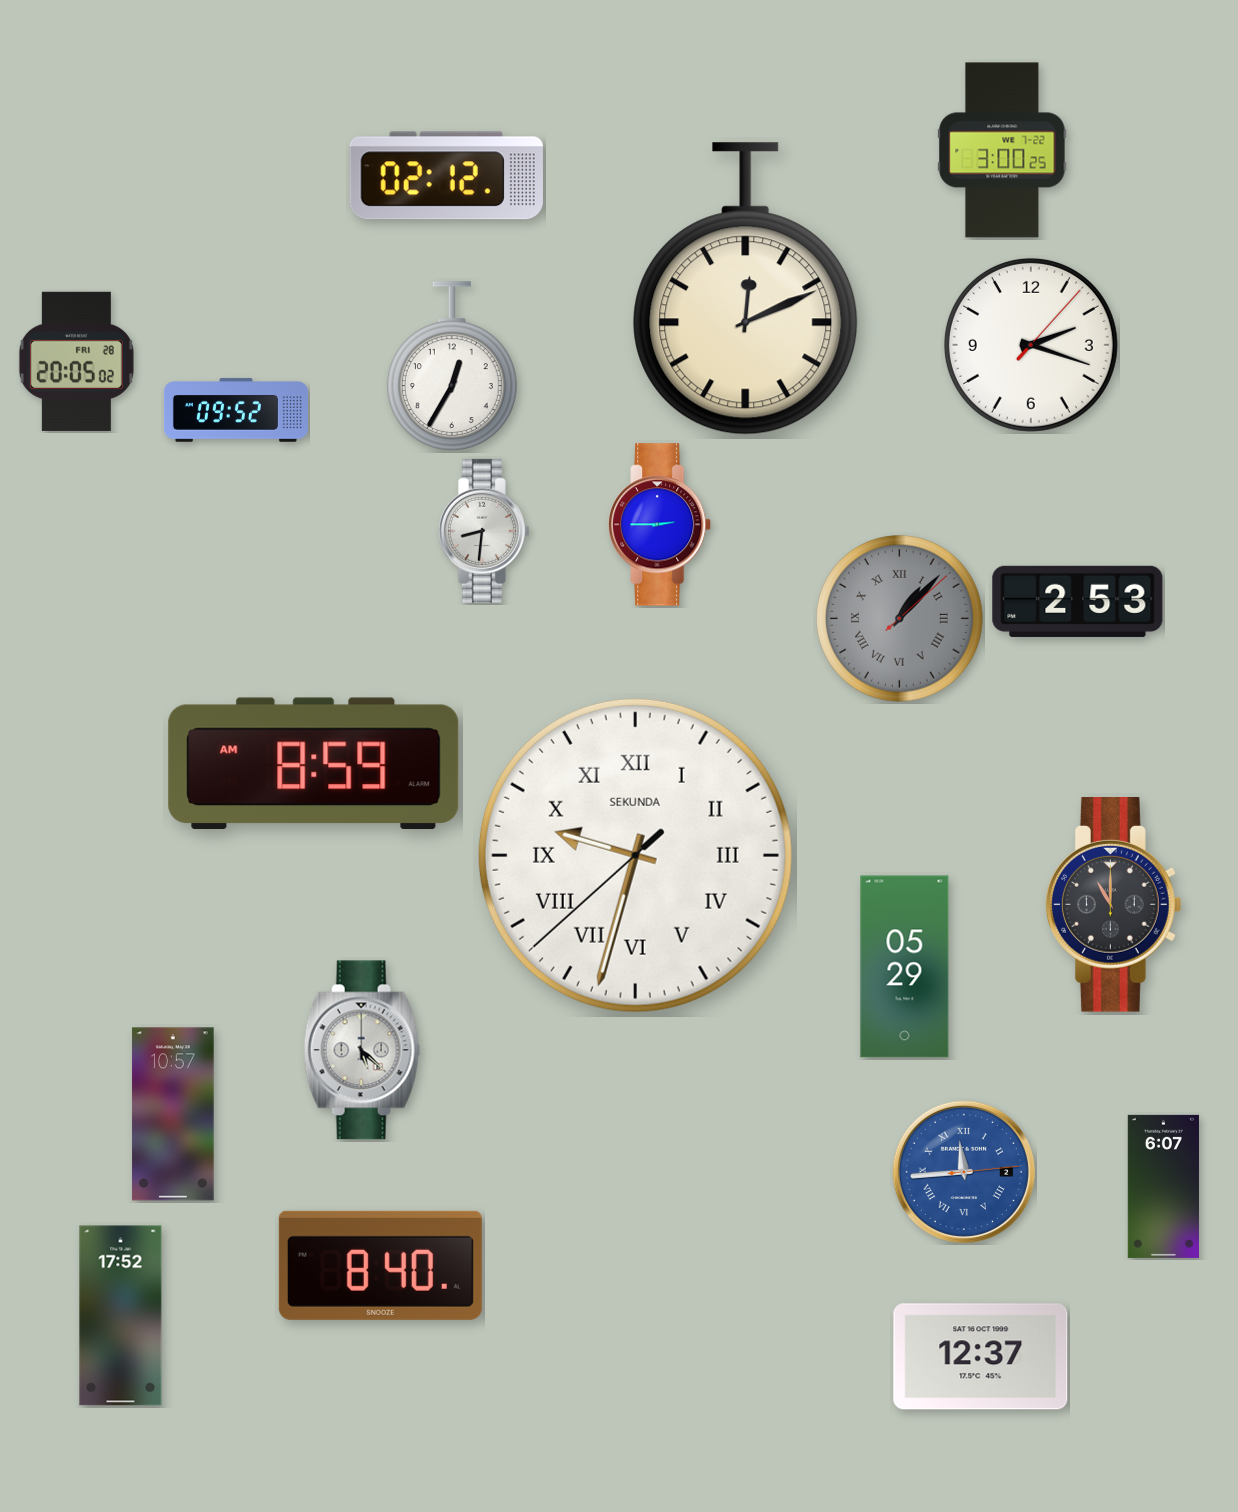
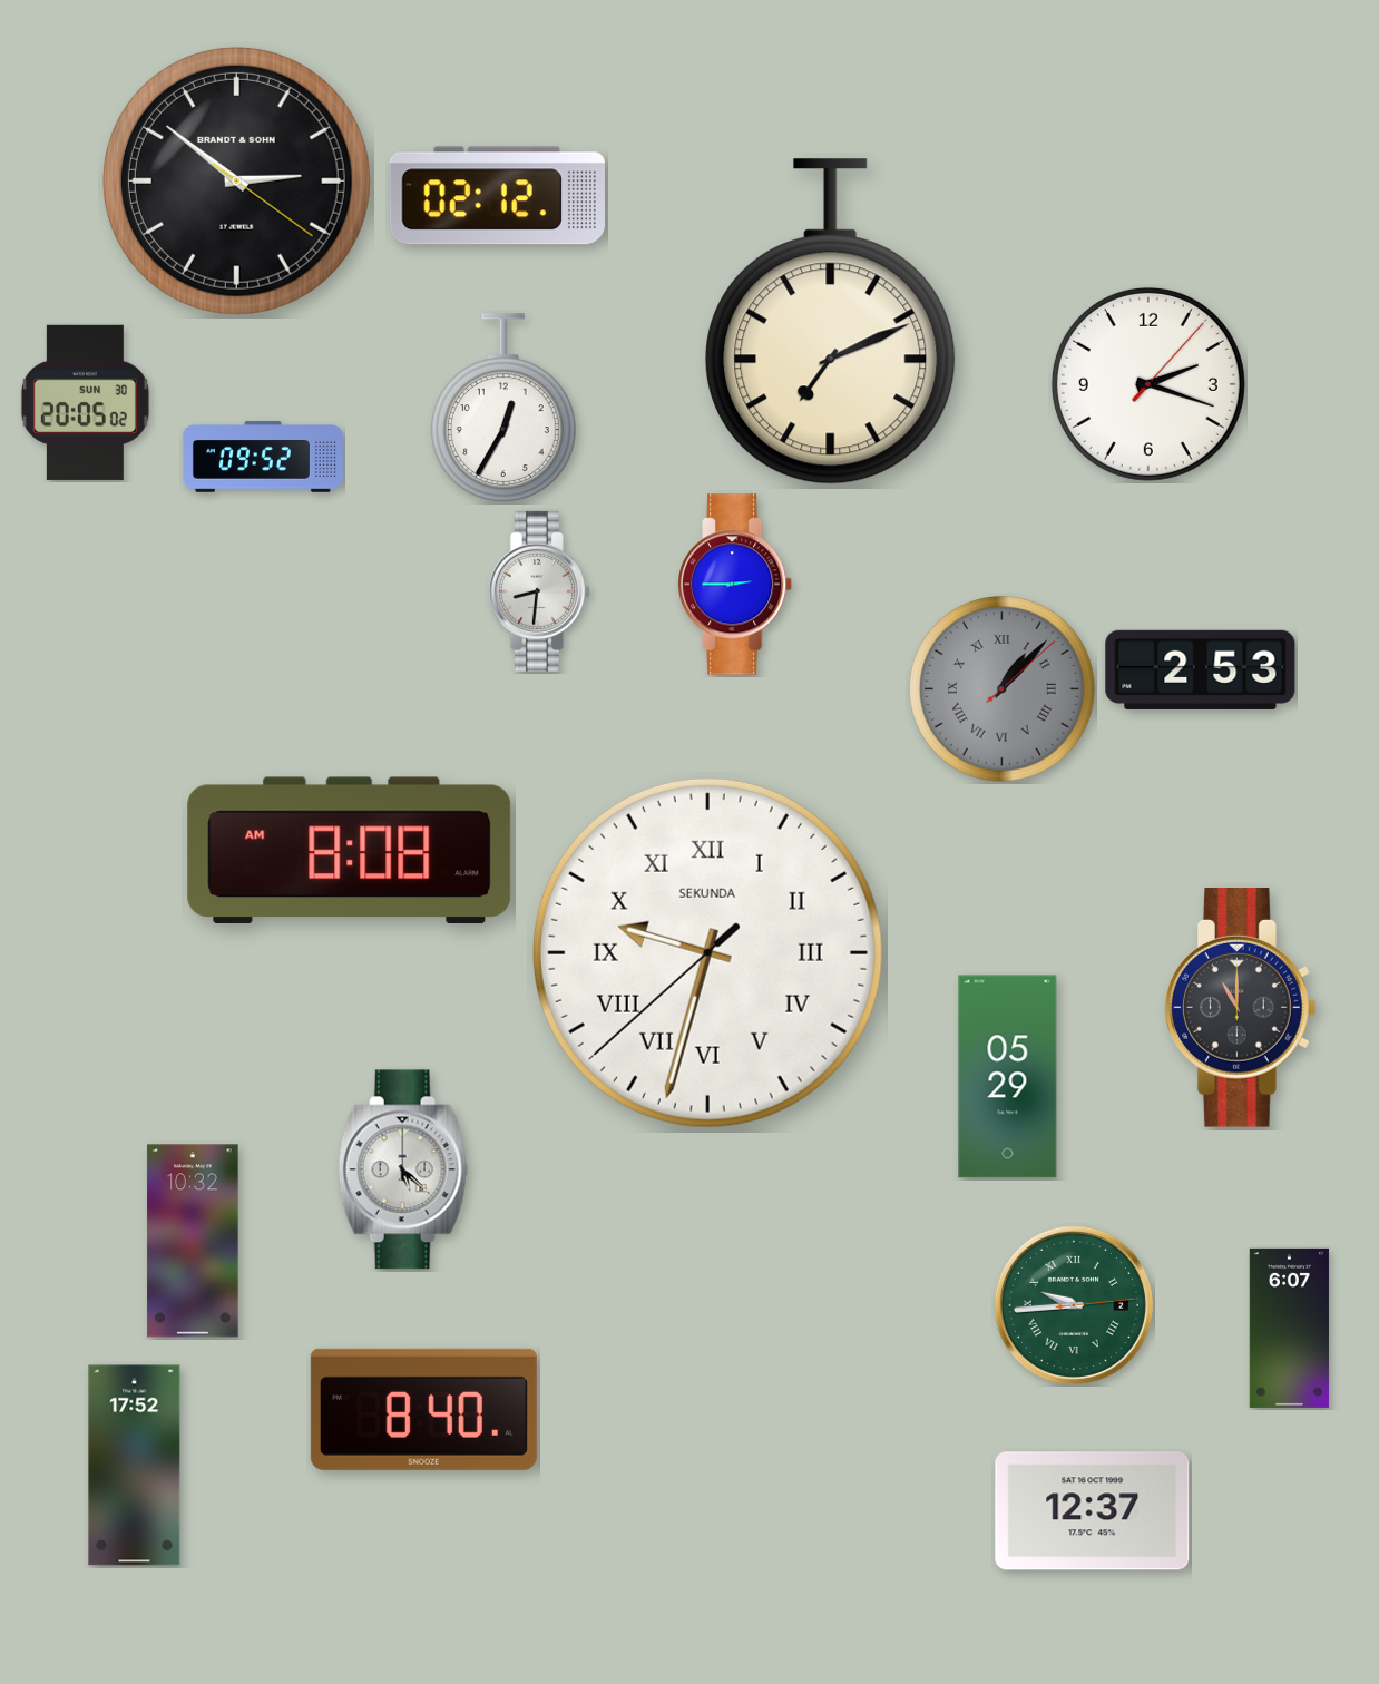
clock at (1002, 150): 3:00 -> none
clock at (236, 180): none -> 2:51
clock at (746, 289): 12:11 -> 7:11
clock at (76, 361) date: FRI 28 -> SUN 30
clock at (314, 763): 8:59 -> 8:08
clock at (173, 1114): 10:57 -> 10:32
clock at (964, 1172): 11:44 -> 9:44
clock at (964, 1172) dial: blue -> green
clock at (1163, 1186) position: (1163, 1186) -> (1289, 1328)
